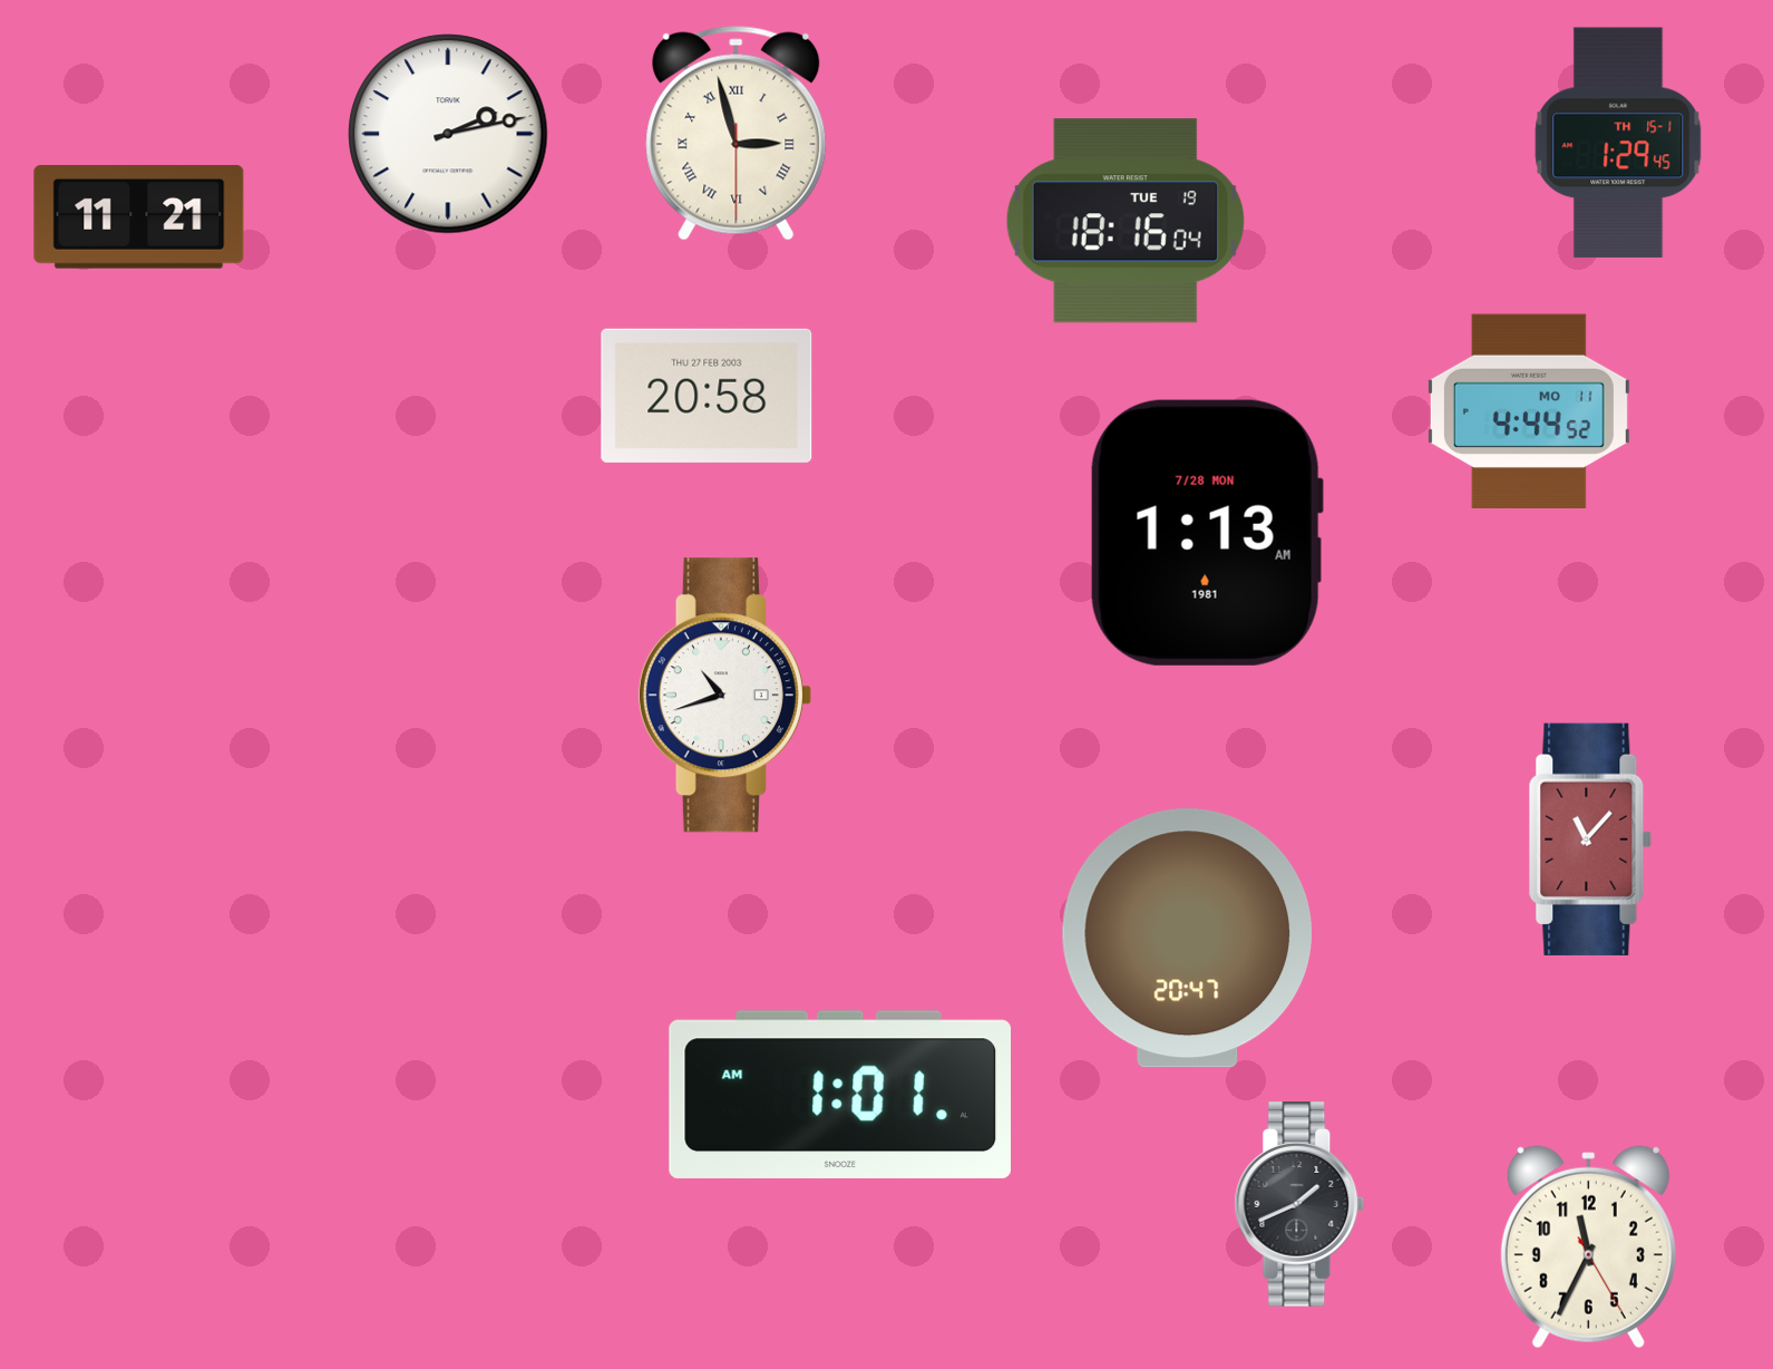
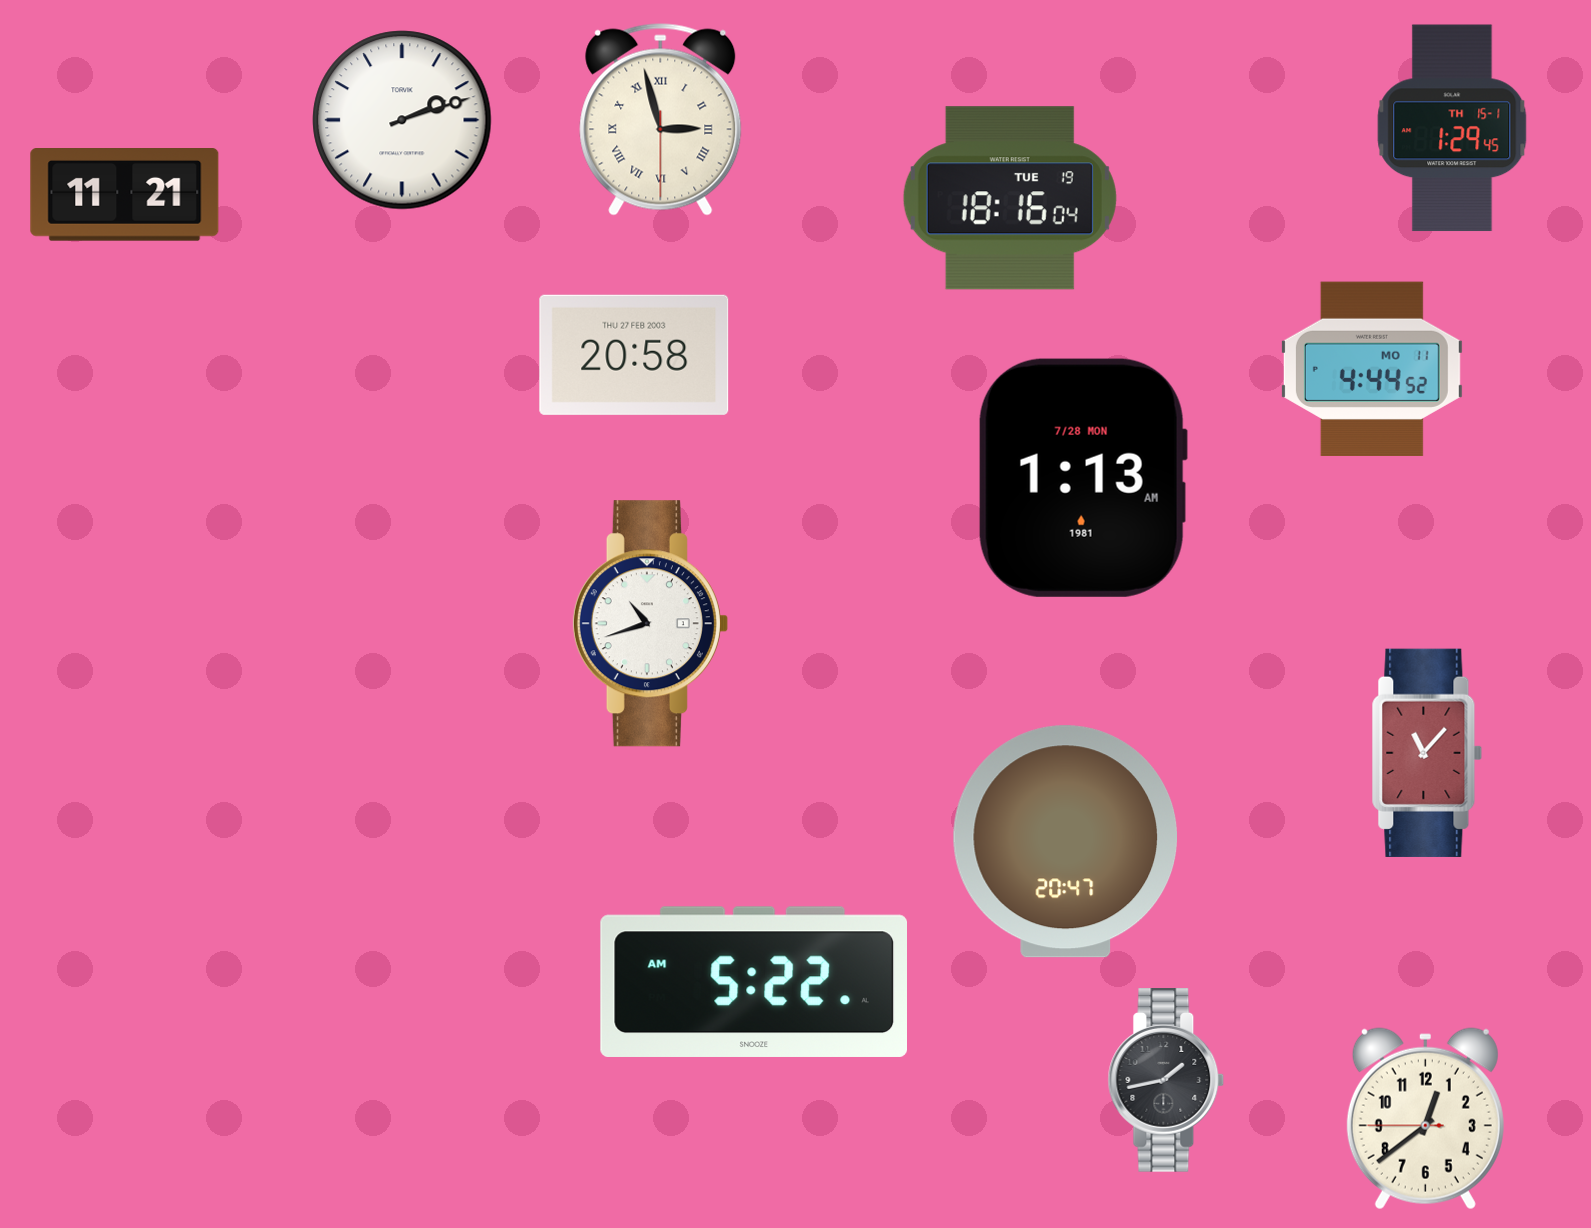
clock at (448, 134): 2:13 -> 2:12
clock at (839, 1095): 1:01 -> 5:22
clock at (1299, 1205): 1:41 -> 1:43
clock at (1588, 1247): 11:34 -> 12:38
